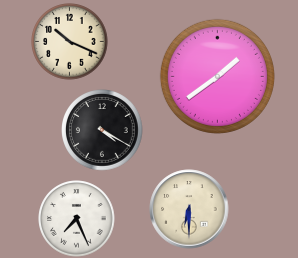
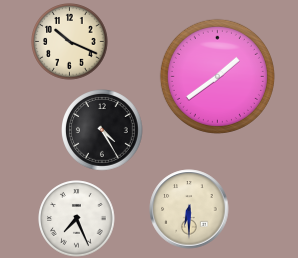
clock at (103, 131): 4:20 -> 4:25
